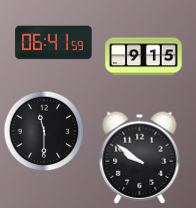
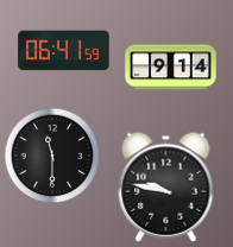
clock at (144, 57): 9:15 -> 9:14
clock at (140, 157): 9:51 -> 9:47
